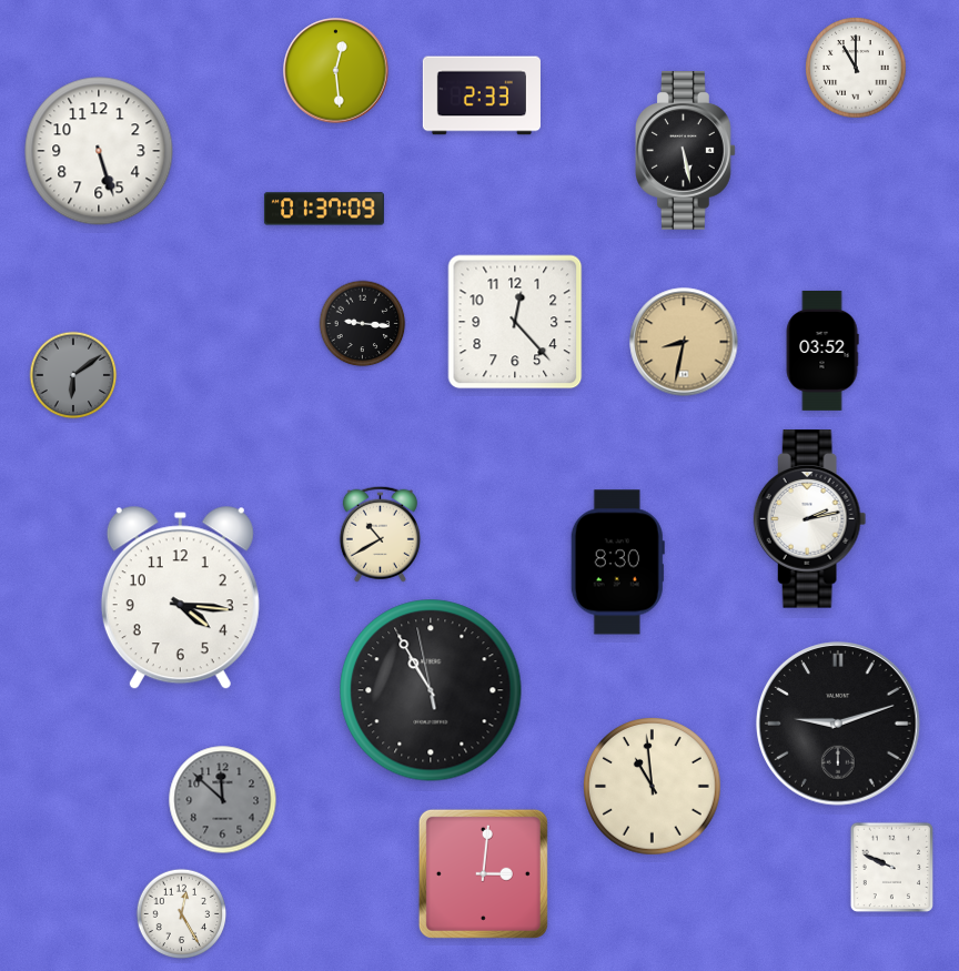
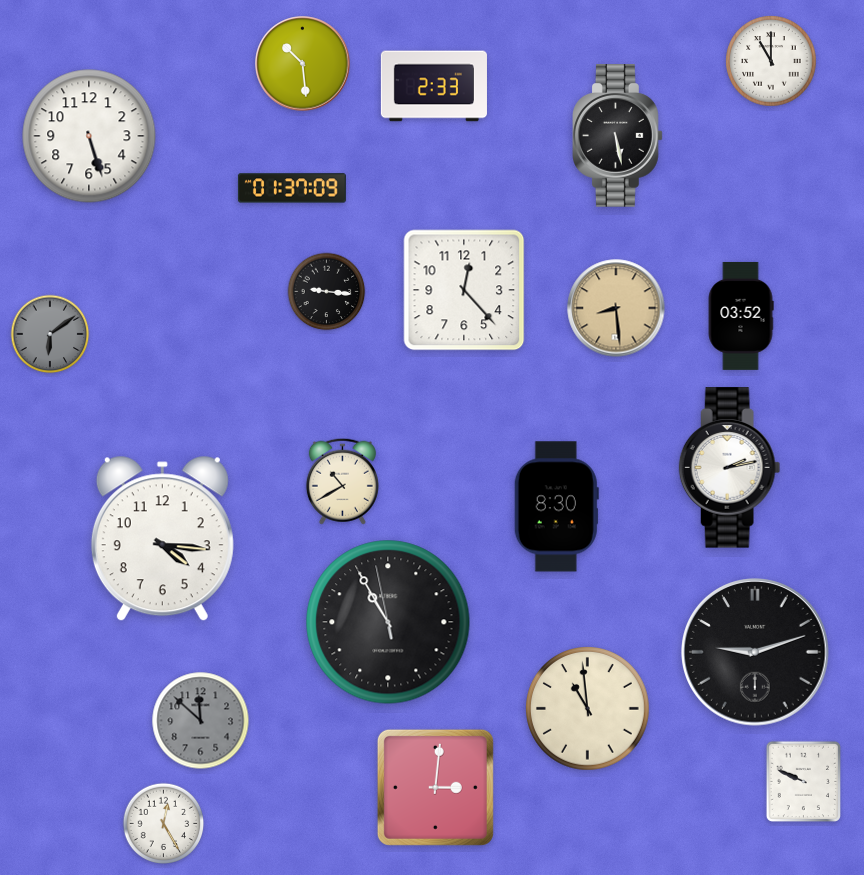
clock at (336, 71): 12:29 -> 10:29
clock at (684, 342): 8:32 -> 8:29
clock at (73, 375) position: (73, 375) -> (50, 334)
